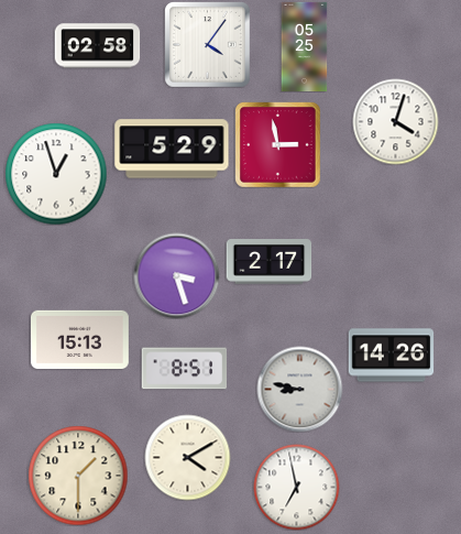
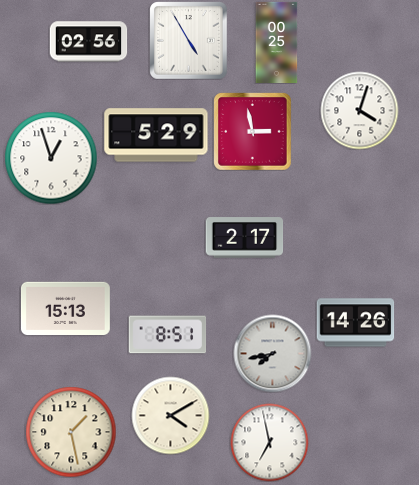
clock at (207, 44): 4:06 -> 4:55
clock at (97, 46): 02:58 -> 02:56
clock at (305, 46): 05:25 -> 00:25
clock at (176, 275): 3:27 -> none
clock at (79, 339) position: (79, 339) -> (65, 308)
clock at (299, 389): 8:47 -> 7:43
clock at (78, 476): 1:30 -> 1:28
